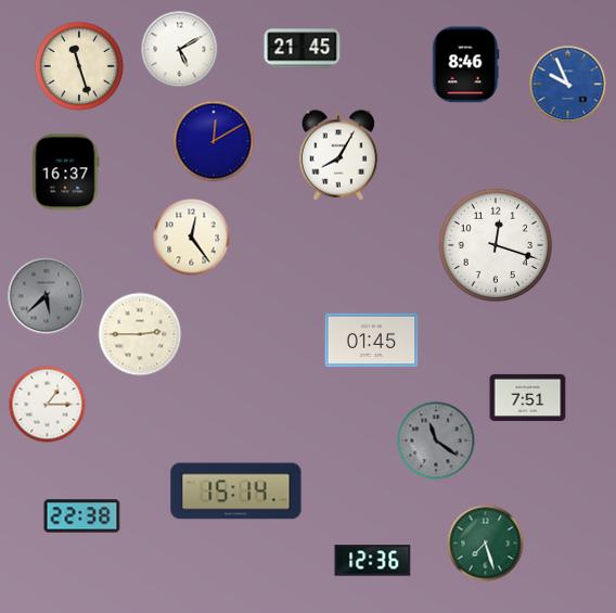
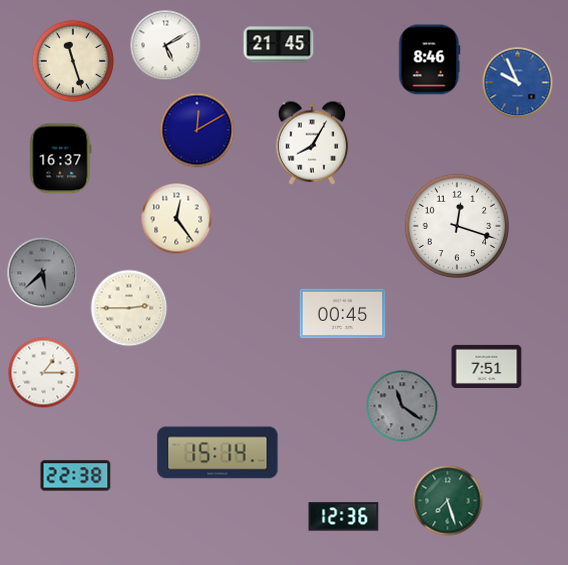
clock at (568, 85) position: (568, 85) -> (518, 83)
clock at (372, 341): 01:45 -> 00:45
